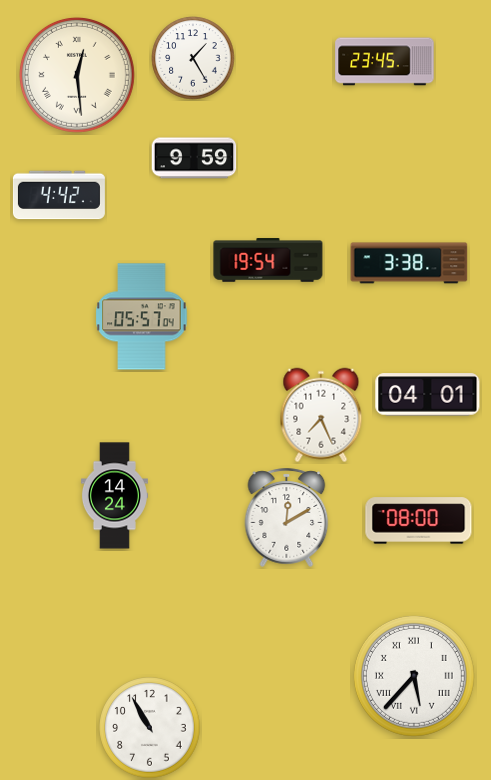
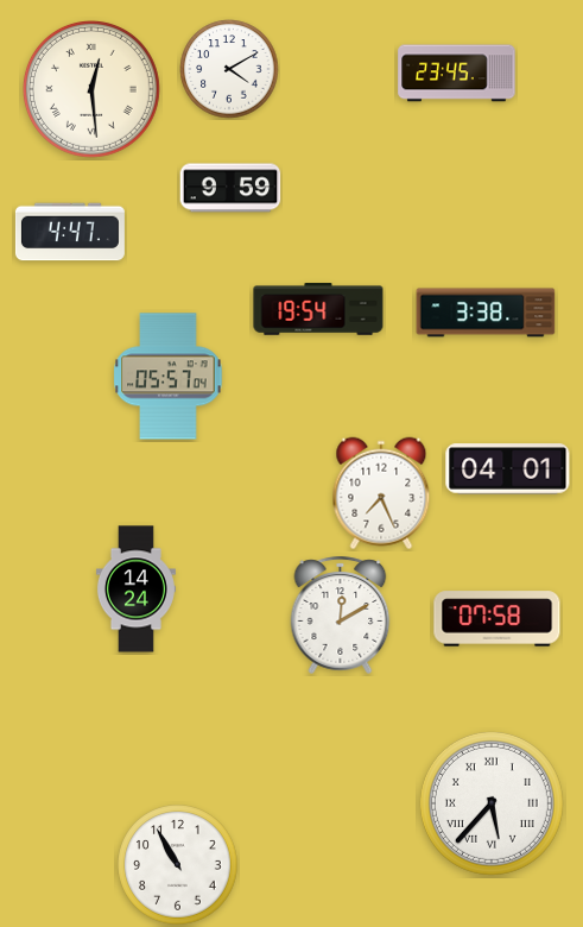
clock at (193, 58): 1:25 -> 4:10
clock at (59, 195): 4:42 -> 4:47
clock at (419, 521): 08:00 -> 07:58
